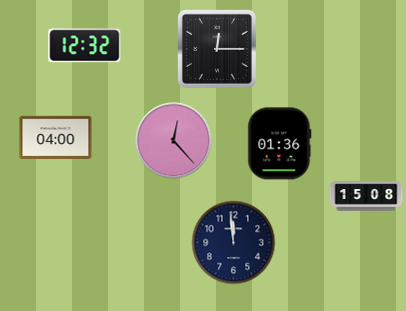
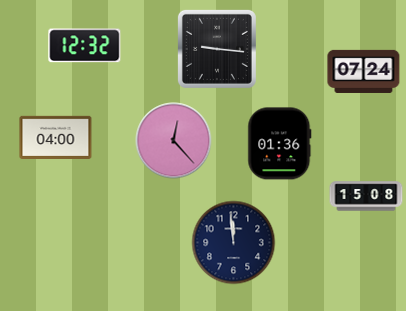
clock at (217, 49): 12:15 -> 9:16
clock at (364, 71): none -> 07:24
